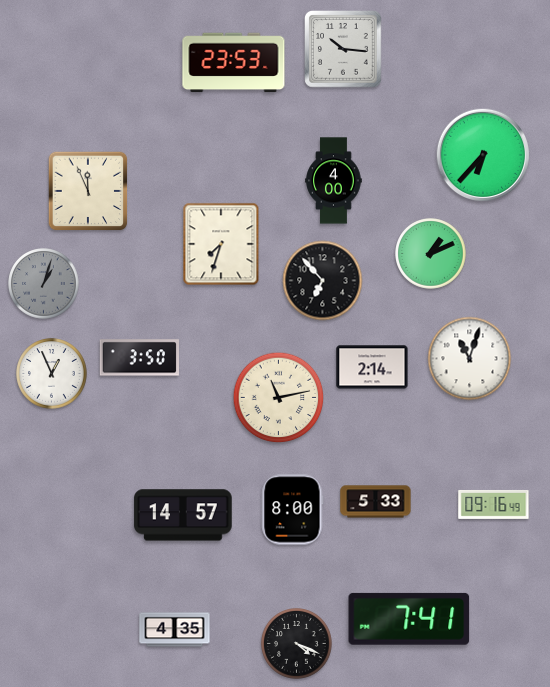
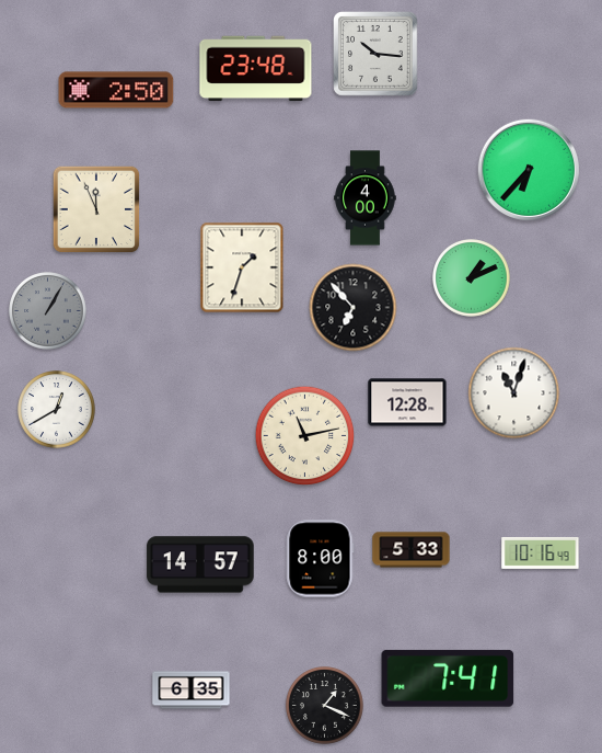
clock at (234, 63): 23:53 -> 23:48
clock at (116, 90): none -> 2:50
clock at (221, 244): 7:33 -> 1:33
clock at (44, 284): 1:03 -> 1:05
clock at (139, 358): 3:50 -> none
clock at (372, 367): 2:14 -> 12:28
clock at (52, 374): 12:56 -> 12:40
clock at (494, 504): 09:16 -> 10:16
clock at (175, 630): 4:35 -> 6:35
clock at (297, 644): 4:19 -> 1:19
